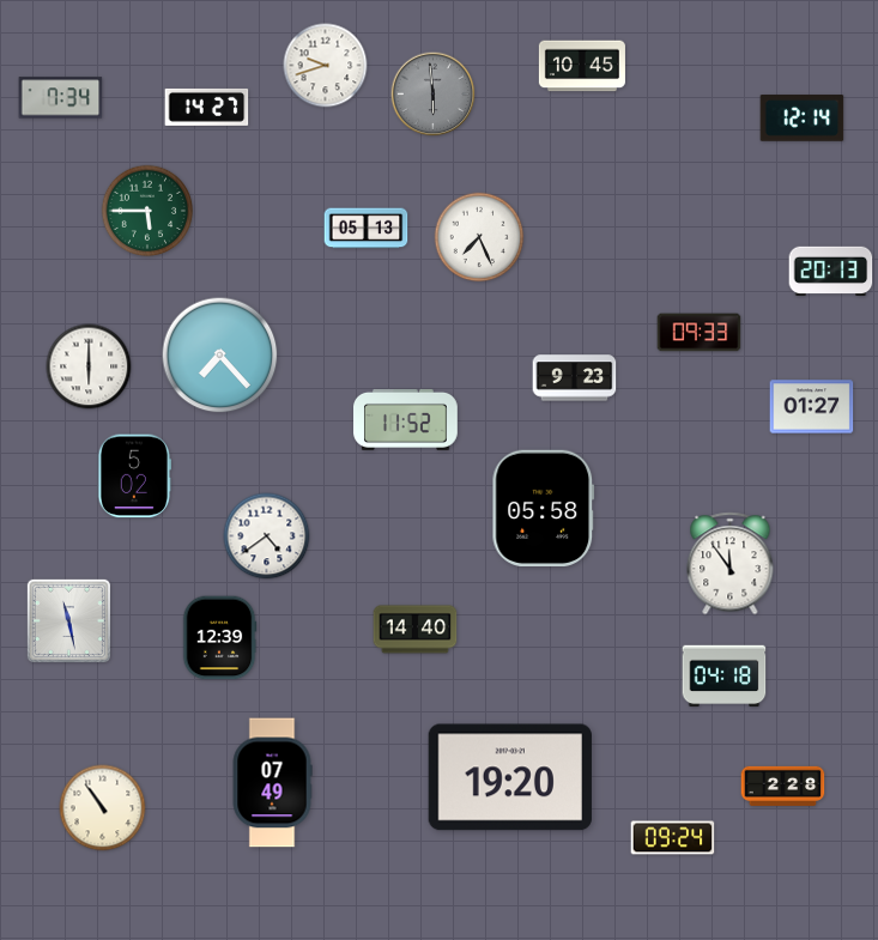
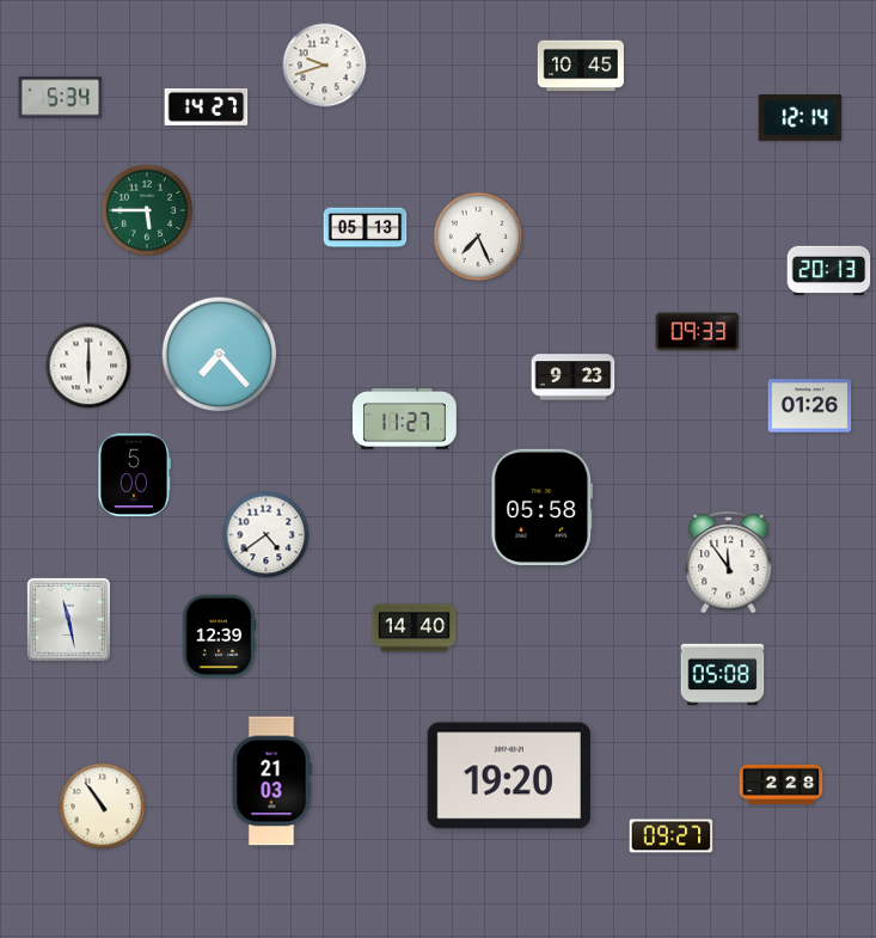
clock at (434, 95): 5:59 -> none
clock at (61, 98): 7:34 -> 5:34
clock at (812, 407): 01:27 -> 01:26
clock at (406, 419): 11:52 -> 11:27
clock at (134, 477): 5:02 -> 5:00
clock at (725, 677): 04:18 -> 05:08
clock at (272, 783): 07:49 -> 21:03
clock at (673, 838): 09:24 -> 09:27
